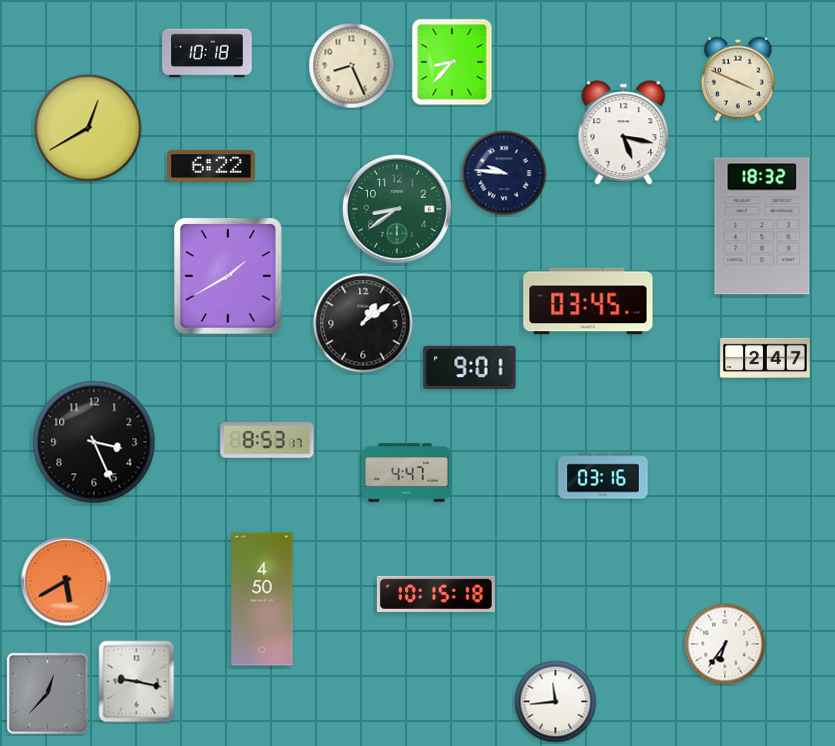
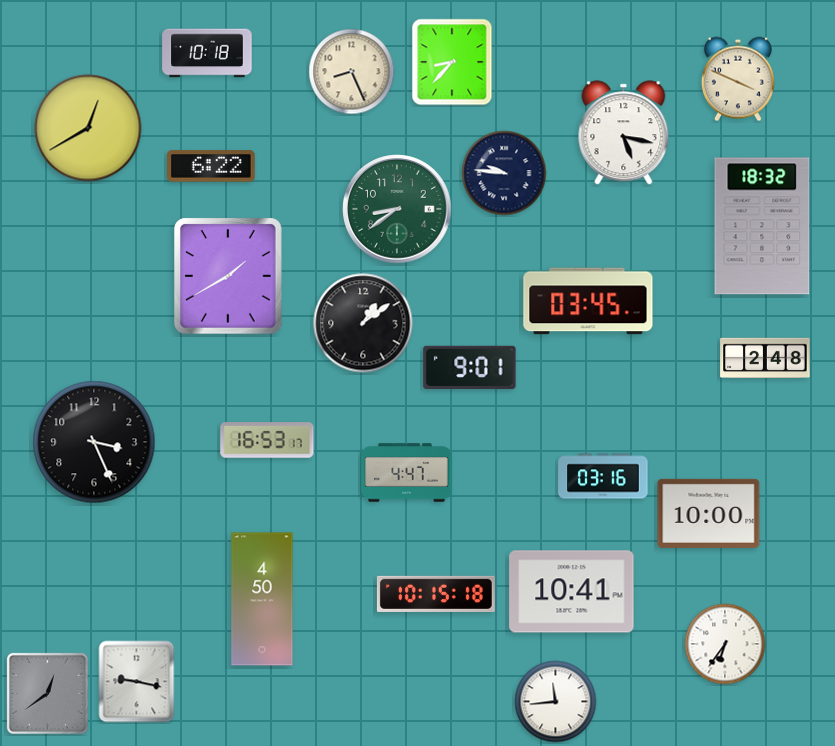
clock at (352, 66) position: (352, 66) -> (352, 72)
clock at (765, 357): 2:47 -> 2:48
clock at (267, 440): 8:53 -> 16:53
clock at (709, 513): none -> 10:00
clock at (66, 581): 5:40 -> none
clock at (572, 592): none -> 10:41
clock at (47, 693): 12:37 -> 12:39
